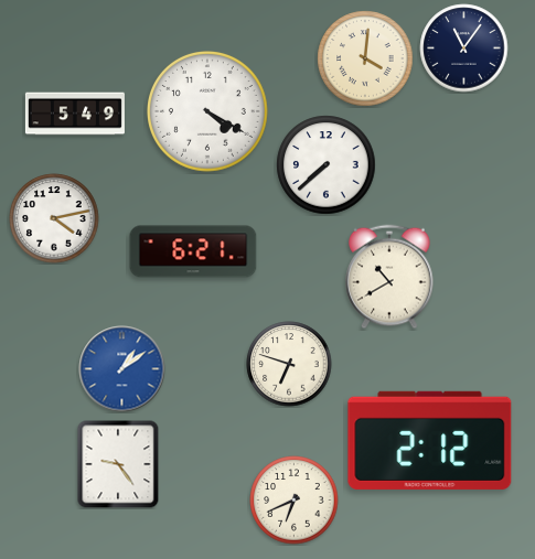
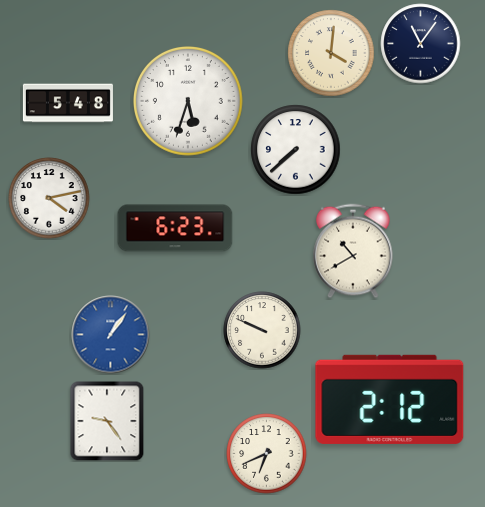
clock at (208, 112): 4:20 -> 5:33
clock at (75, 114): 5:49 -> 5:48
clock at (193, 251): 6:21 -> 6:23
clock at (289, 364): 6:48 -> 9:49
clock at (122, 369): 1:09 -> 1:06
